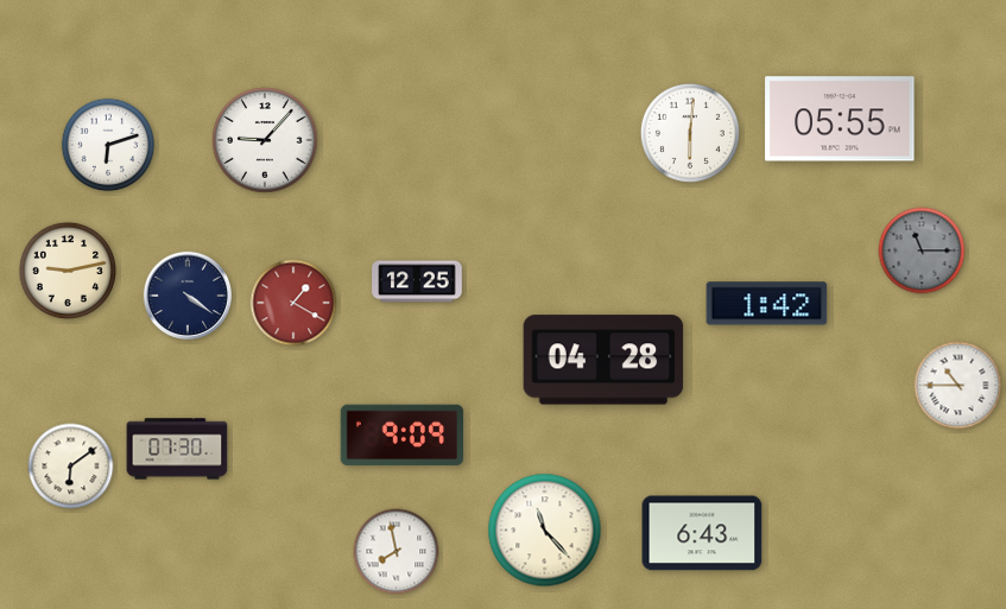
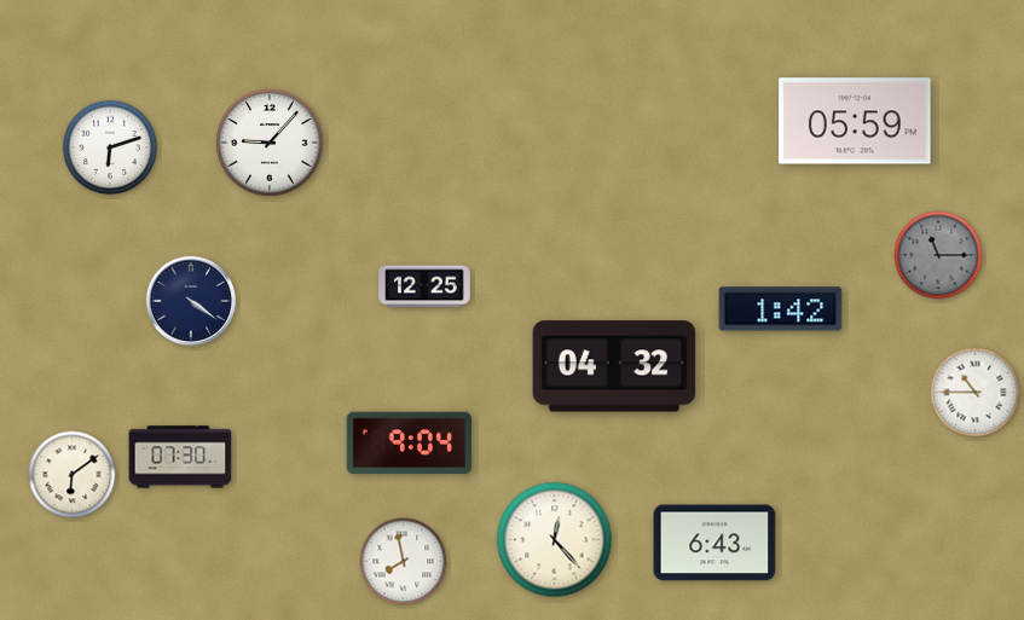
clock at (840, 119): 05:55 -> 05:59
clock at (690, 133): 6:01 -> none
clock at (68, 271): 9:13 -> none
clock at (293, 303): 1:20 -> none
clock at (603, 360): 04:28 -> 04:32
clock at (403, 436): 9:09 -> 9:04
clock at (545, 531): 11:23 -> 12:23
